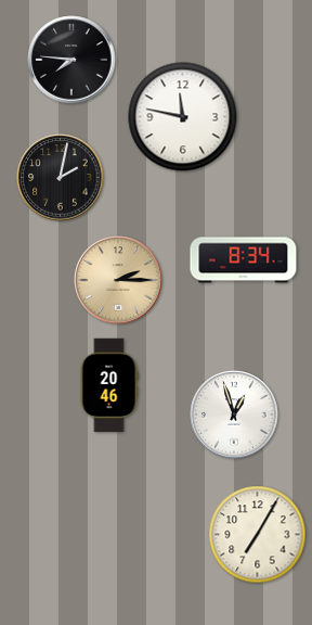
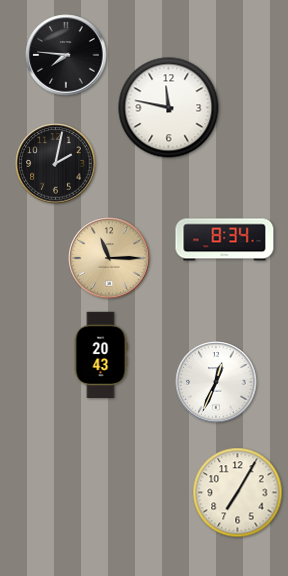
clock at (118, 280): 2:15 -> 11:15
clock at (109, 384): 20:46 -> 20:43
clock at (234, 414): 12:57 -> 12:34
